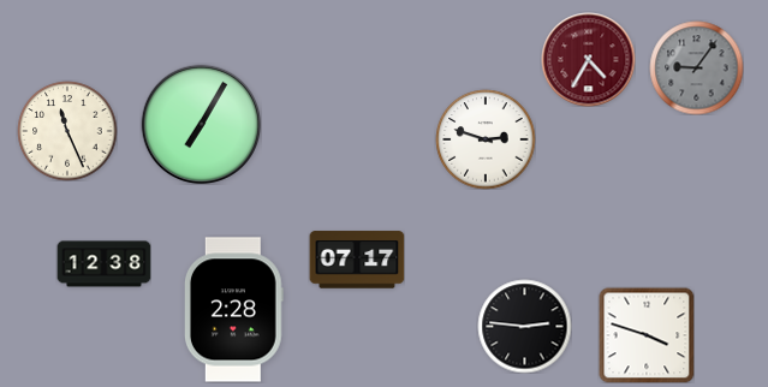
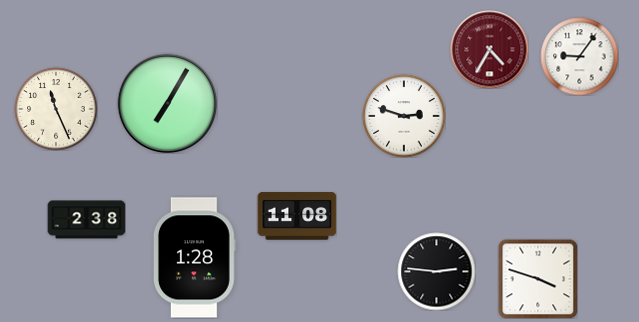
clock at (696, 67) dial: grey -> white
clock at (357, 260): 07:17 -> 11:08
clock at (103, 264): 12:38 -> 2:38
clock at (233, 310): 2:28 -> 1:28
